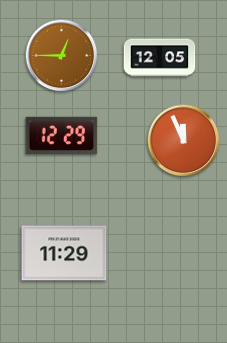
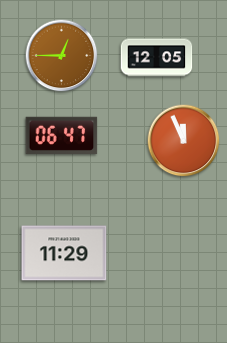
clock at (160, 58) position: (160, 58) -> (157, 58)
clock at (62, 135): 12:29 -> 06:47
